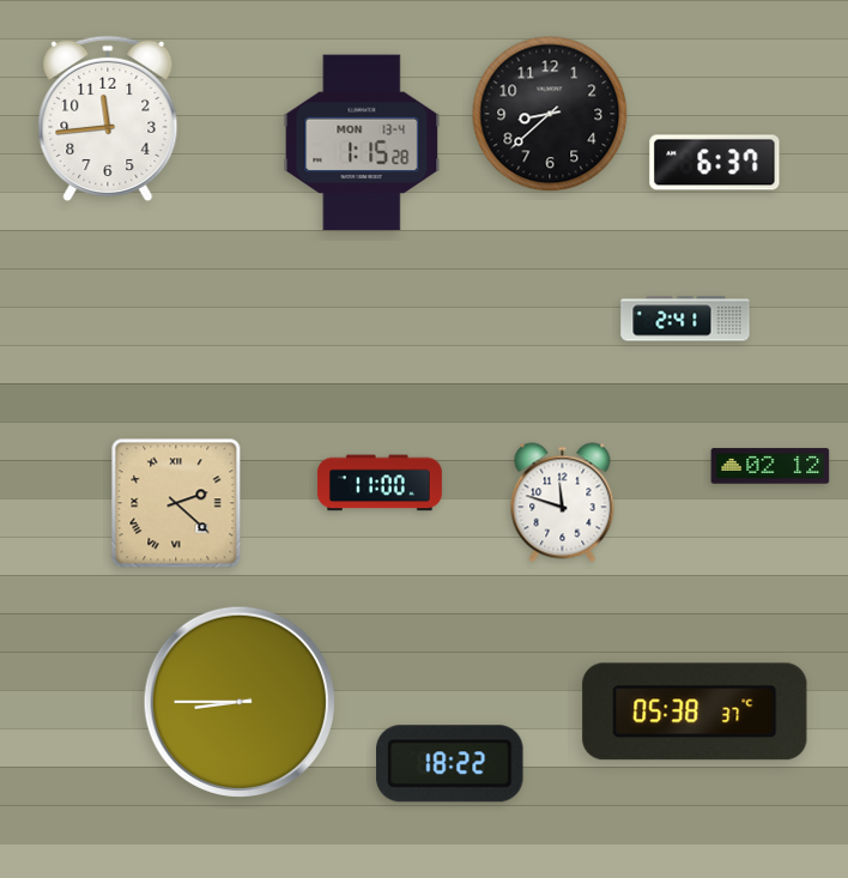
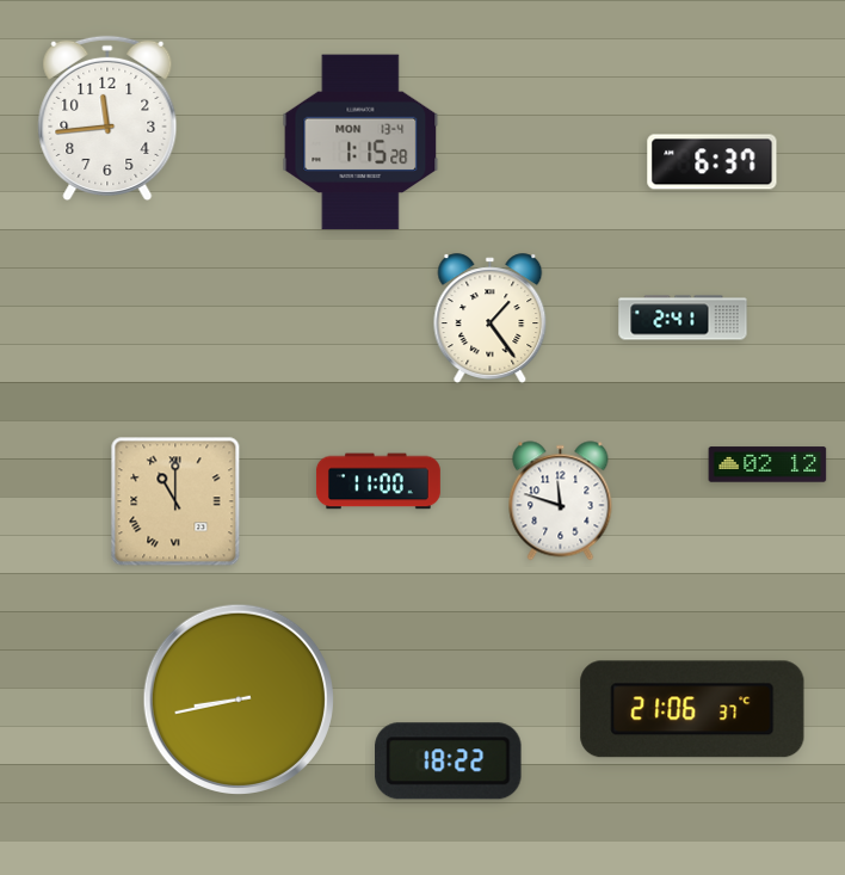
clock at (550, 114): 8:38 -> none
clock at (491, 318): none -> 1:24
clock at (176, 503): 2:22 -> 11:00
clock at (238, 701): 8:45 -> 8:43
clock at (695, 712): 05:38 -> 21:06
